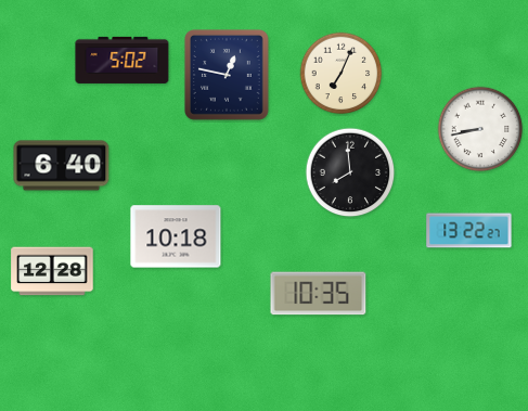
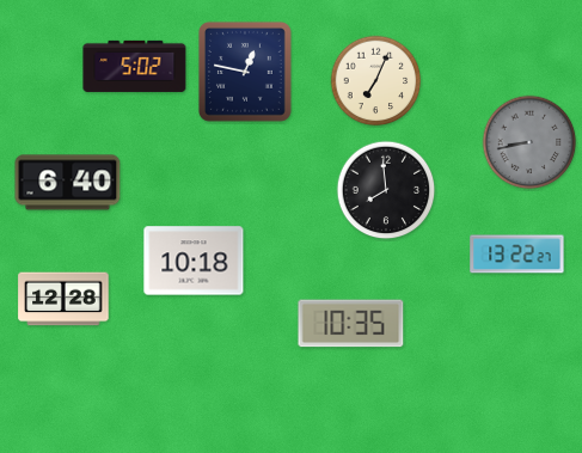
clock at (227, 75) position: (227, 75) -> (245, 72)
clock at (480, 129) dial: white -> grey
clock at (52, 271) position: (52, 271) -> (63, 299)
